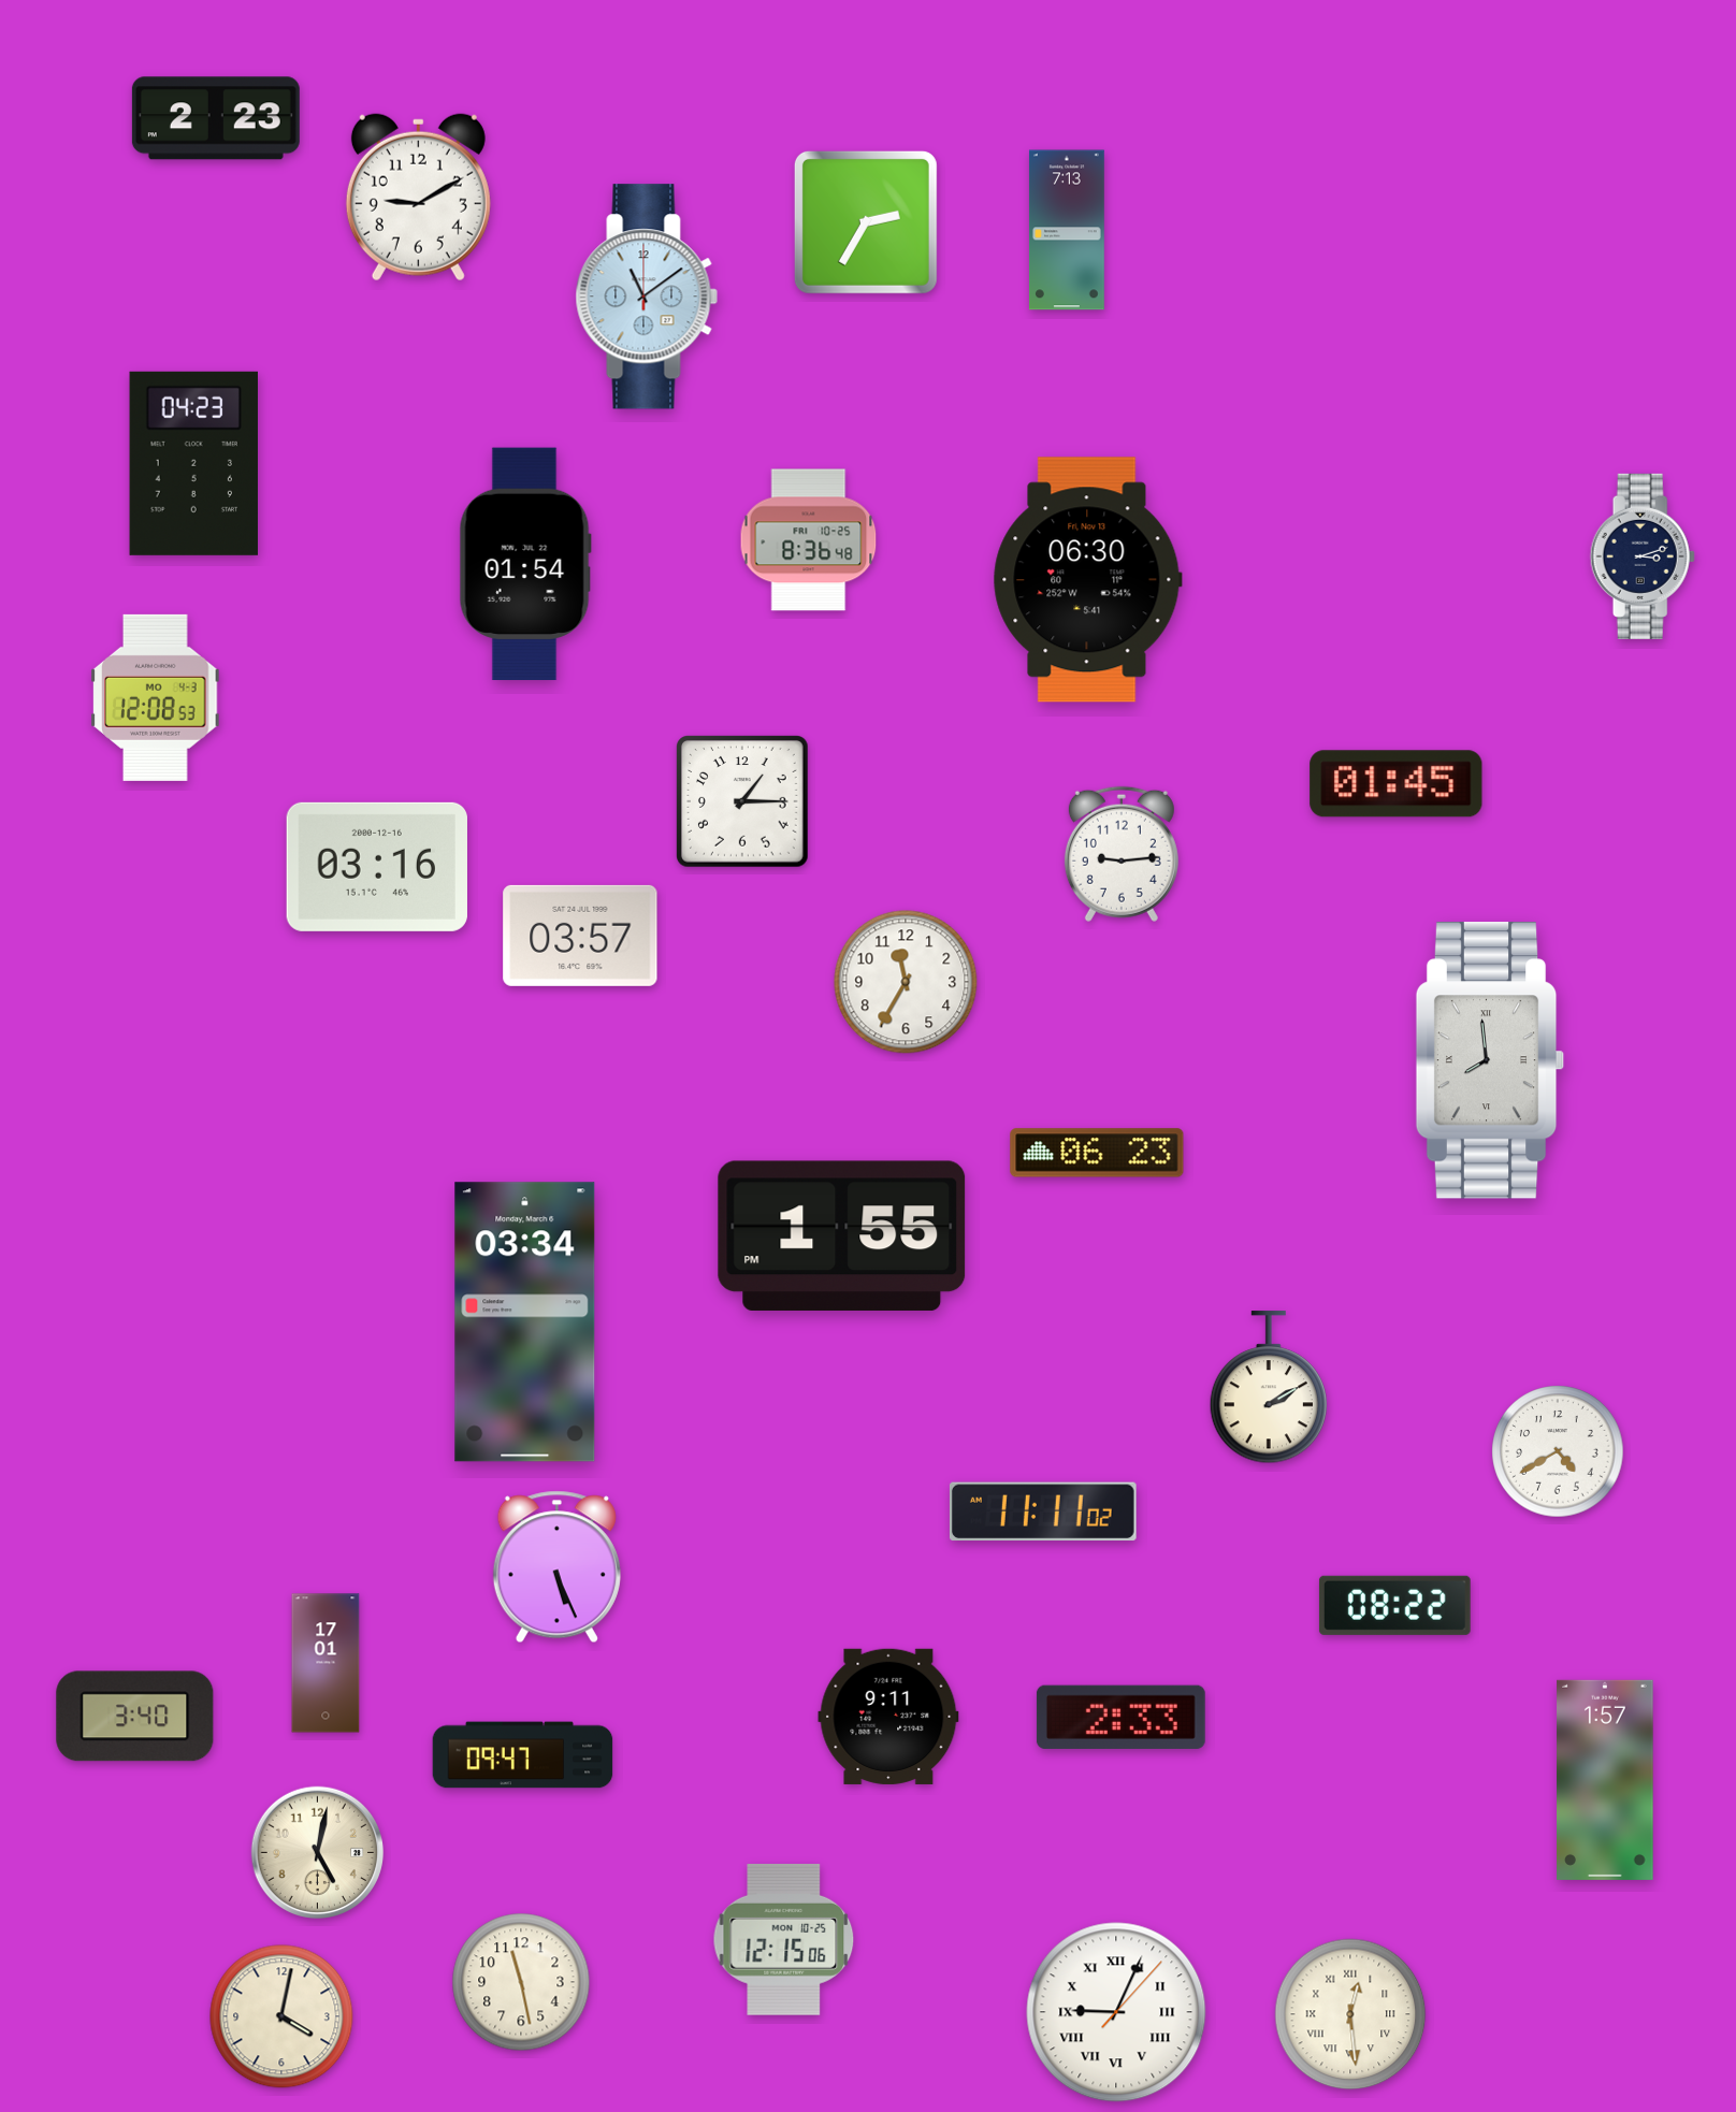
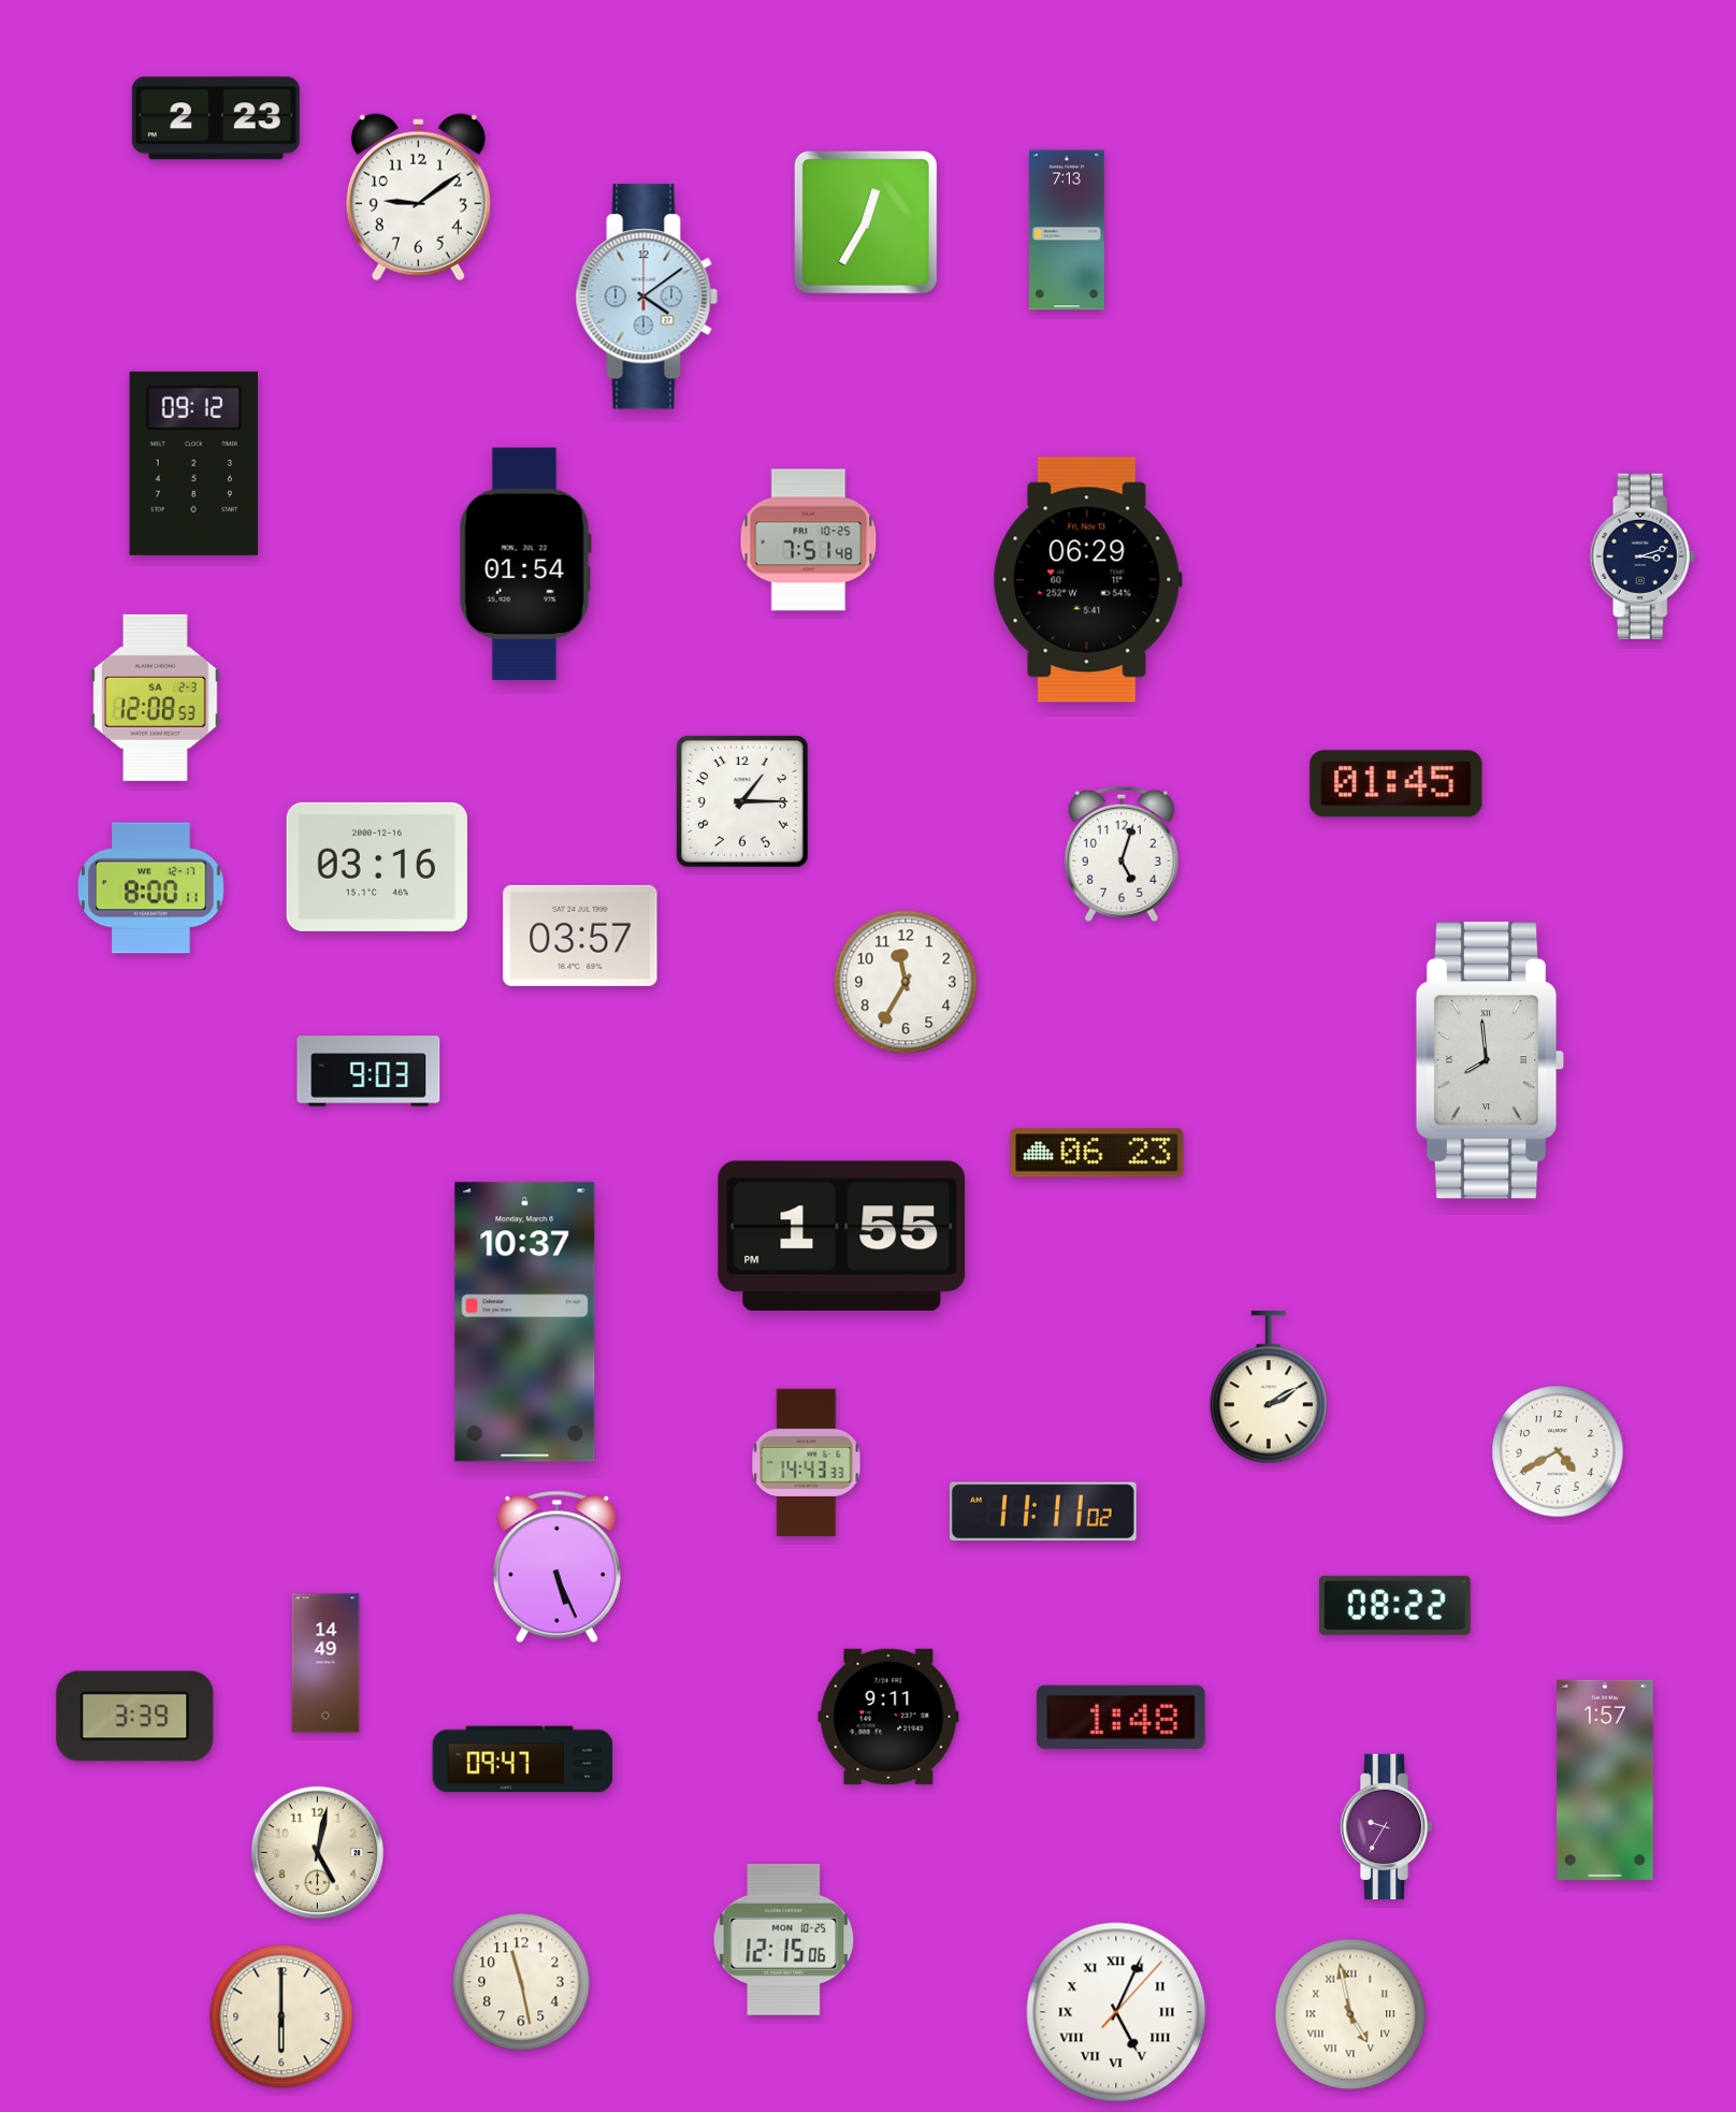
clock at (418, 198): 9:10 -> 9:09
clock at (866, 222): 2:35 -> 12:35
clock at (647, 296): 11:09 -> 4:09
clock at (193, 463): 04:23 -> 09:12
clock at (809, 540): 8:36 -> 7:51
clock at (1087, 580): 06:30 -> 06:29
clock at (156, 697) date: MO 4-3 -> SA 2-3
clock at (1122, 854): 9:14 -> 5:03
clock at (151, 888): none -> 8:00
clock at (368, 1071): none -> 9:03
clock at (525, 1322): 03:34 -> 10:37
clock at (807, 1462): none -> 14:43
clock at (325, 1663): 17:01 -> 14:49
clock at (135, 1717): 3:40 -> 3:39
clock at (1120, 1717): 2:33 -> 1:48
clock at (523, 1755) position: (523, 1755) -> (523, 1760)
clock at (1386, 1827): none -> 9:35
clock at (1116, 2012): 9:04 -> 5:04
clock at (1350, 2014): 12:29 -> 4:58
clock at (281, 2016): 4:02 -> 6:00
